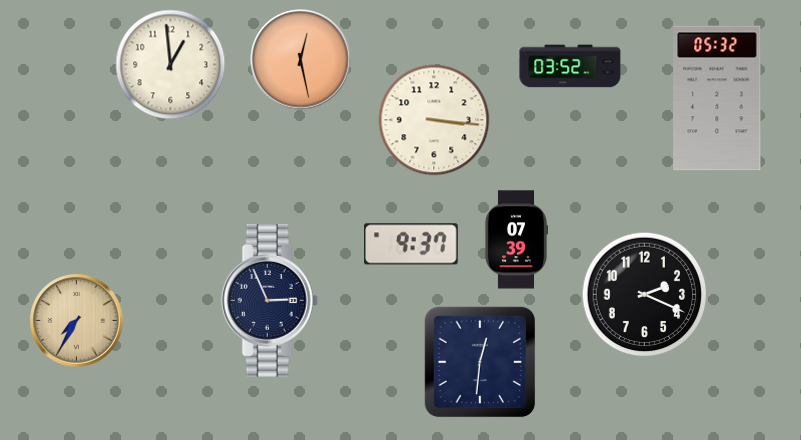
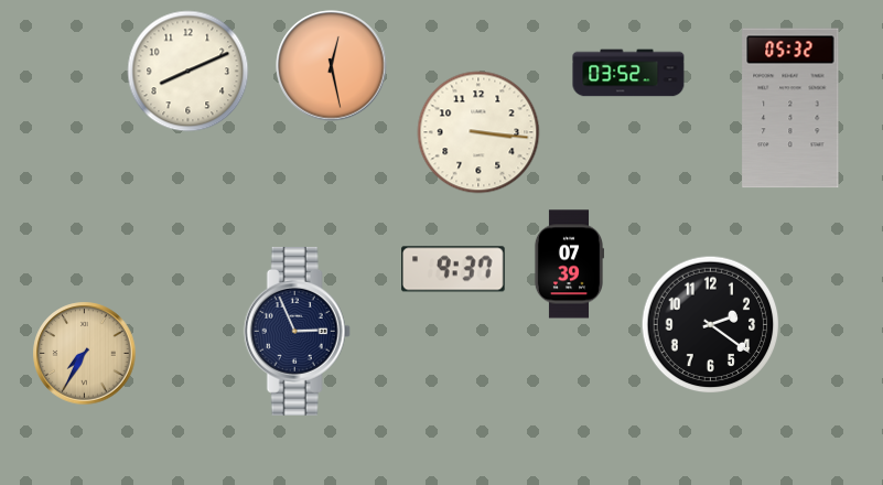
clock at (171, 65): 12:59 -> 8:11
clock at (645, 295): 2:19 -> 2:21
clock at (480, 362): 12:31 -> none
